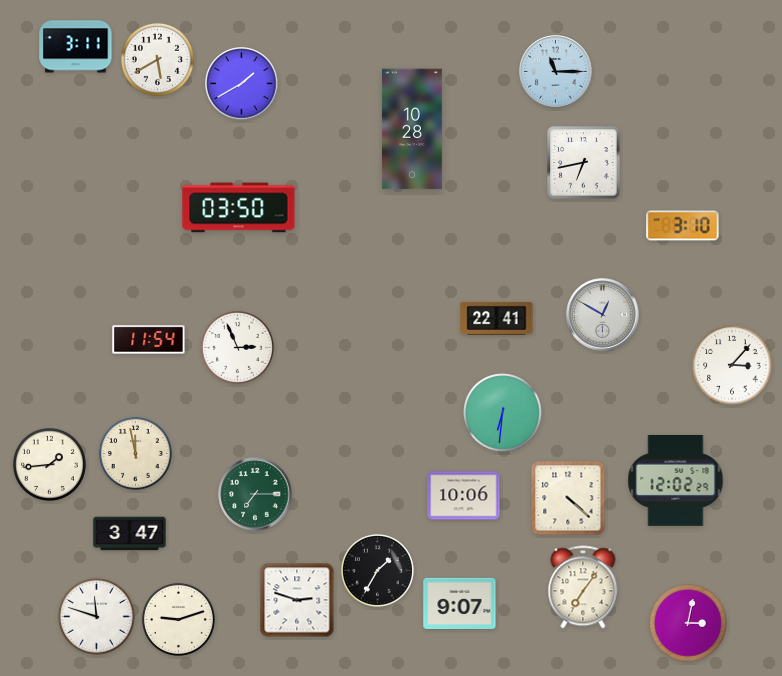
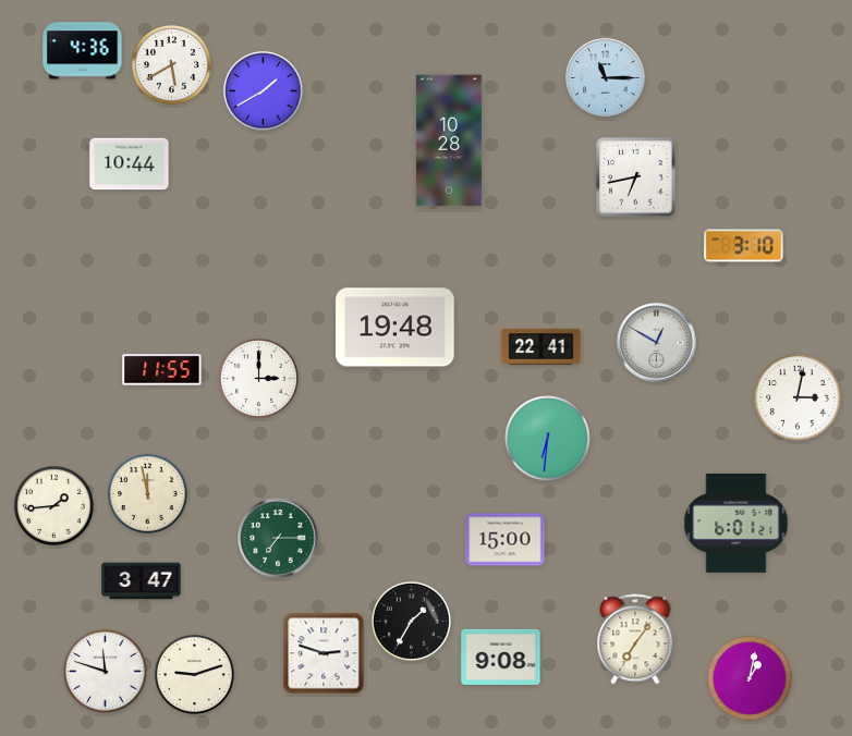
clock at (76, 47): 3:11 -> 4:36
clock at (130, 164): none -> 10:44
clock at (239, 208): 03:50 -> none
clock at (395, 328): none -> 19:48
clock at (149, 340): 11:54 -> 11:55
clock at (237, 347): 2:56 -> 3:00
clock at (732, 365): 3:07 -> 3:02
clock at (503, 413) position: (503, 413) -> (548, 439)
clock at (676, 480): 12:02 -> 6:01
clock at (464, 496): 10:06 -> 15:00
clock at (568, 498): 4:22 -> none
clock at (460, 603): 9:07 -> 9:08
clock at (688, 623): 3:02 -> 1:02
